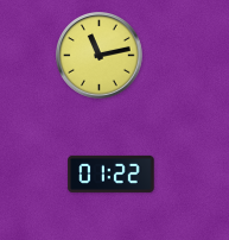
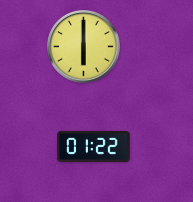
clock at (100, 56): 11:13 -> 6:00
